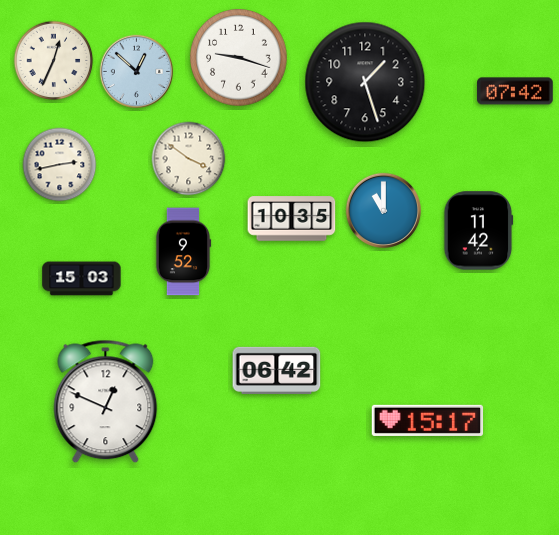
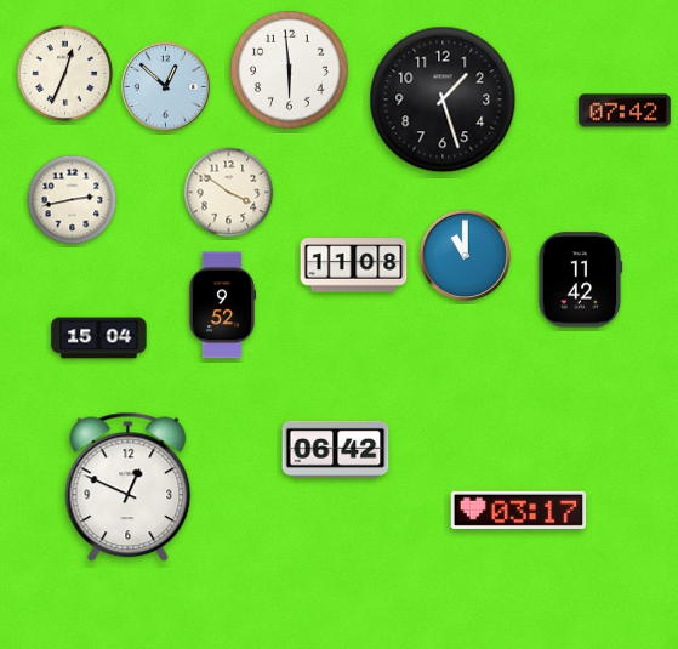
clock at (239, 58): 9:18 -> 5:59
clock at (292, 219): 10:35 -> 11:08
clock at (82, 279): 15:03 -> 15:04
clock at (428, 420): 15:17 -> 03:17
